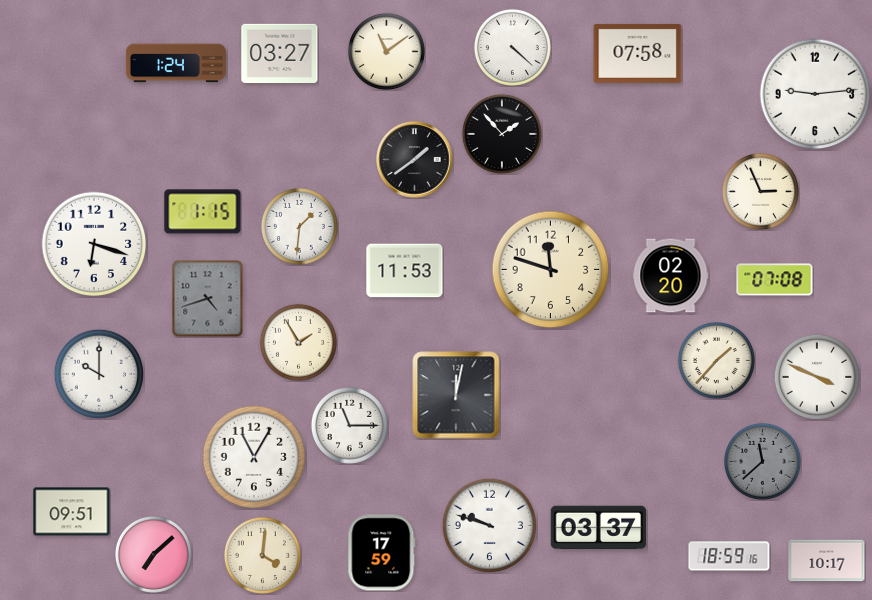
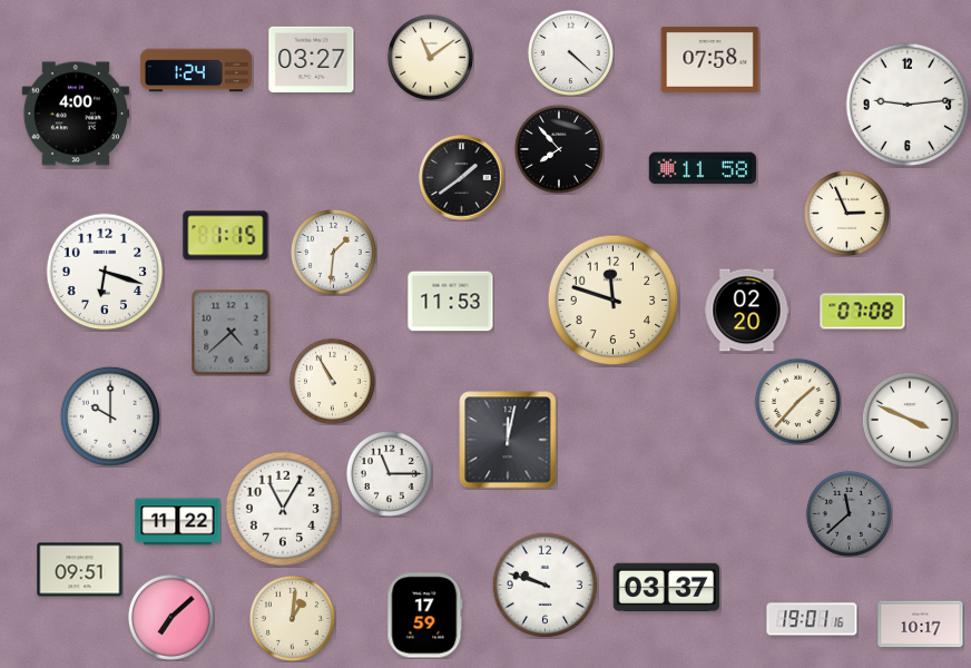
clock at (75, 114): none -> 4:00
clock at (502, 134): 1:53 -> 7:53
clock at (702, 168): none -> 11:58
clock at (671, 276) position: (671, 276) -> (747, 311)
clock at (208, 298): 4:42 -> 4:38
clock at (298, 342): 1:55 -> 10:55
clock at (178, 522): none -> 11:22
clock at (262, 555): 4:01 -> 1:01
clock at (729, 556): 18:59 -> 19:01
